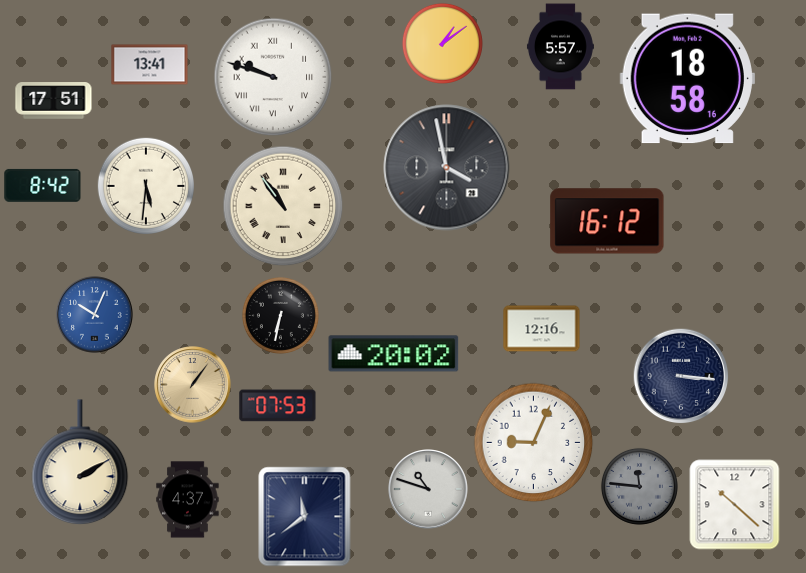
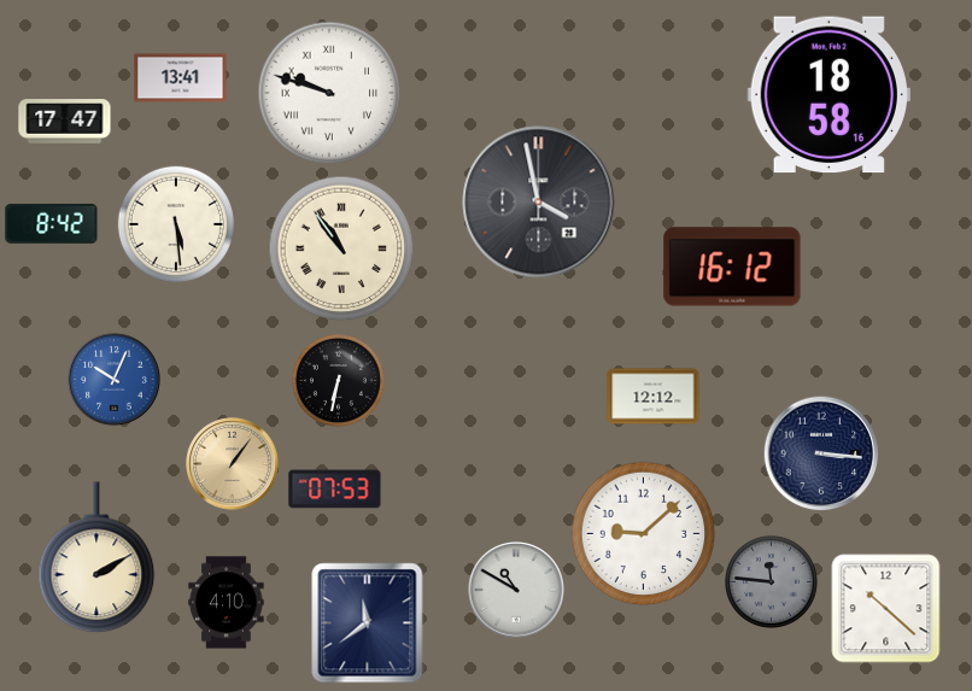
clock at (442, 43): 1:09 -> none
clock at (560, 47): 5:57 -> none
clock at (54, 101): 17:51 -> 17:47
clock at (145, 185): 5:31 -> 5:29
clock at (542, 329): 12:16 -> 12:12
clock at (394, 354): 20:02 -> none
clock at (534, 443): 9:04 -> 9:08
clock at (639, 486) position: (639, 486) -> (771, 581)
clock at (428, 489): 10:48 -> 10:50
clock at (188, 500): 4:37 -> 4:10
